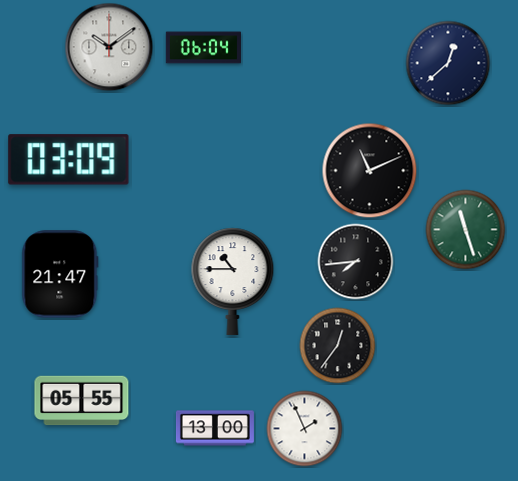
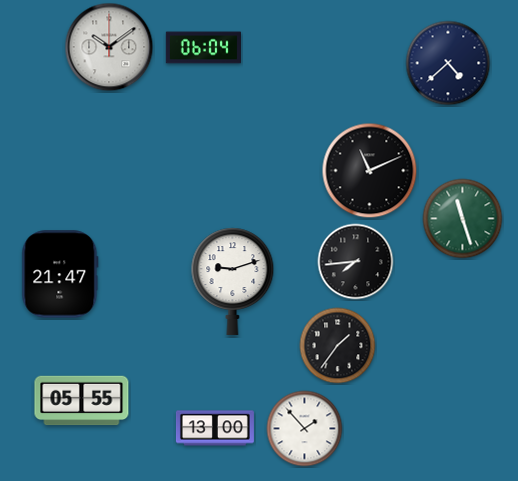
clock at (448, 63): 12:38 -> 4:38
clock at (69, 160): 03:09 -> none
clock at (466, 230) position: (466, 230) -> (463, 219)
clock at (233, 281): 10:45 -> 9:12
clock at (338, 346): 12:36 -> 1:36
clock at (305, 429): 1:56 -> 1:53
